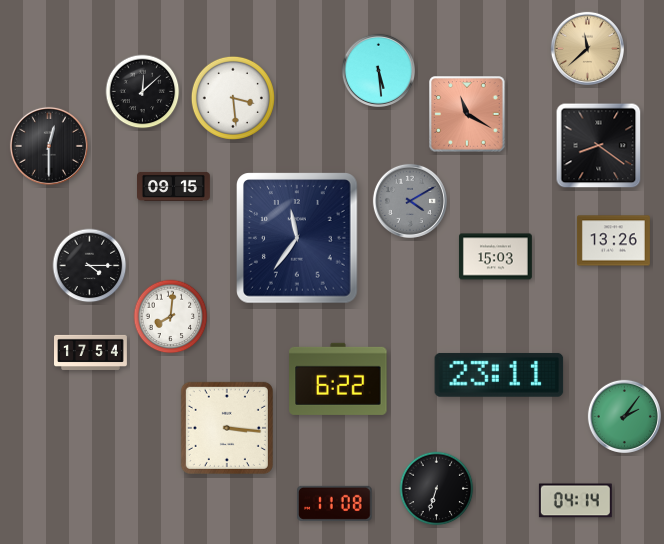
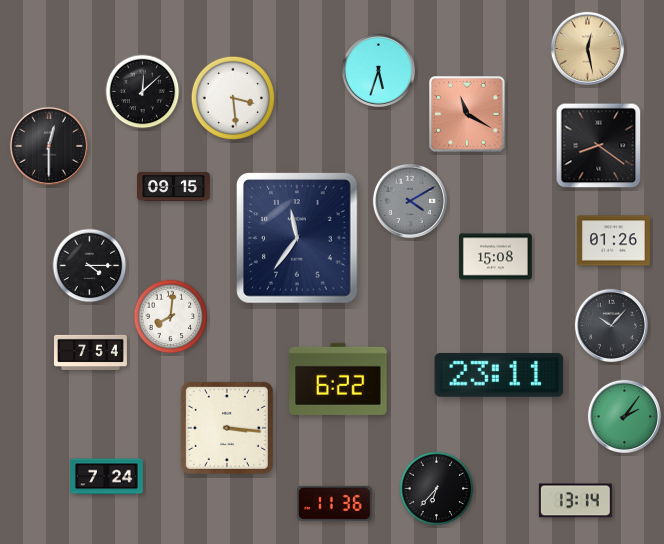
clock at (587, 48): 11:38 -> 12:28
clock at (378, 70): 5:29 -> 5:33
clock at (613, 241): 13:26 -> 01:26
clock at (495, 257): 15:03 -> 15:08
clock at (611, 325): none -> 10:07
clock at (91, 352): 17:54 -> 7:54
clock at (106, 477): none -> 7:24
clock at (437, 489): 6:33 -> 6:37
clock at (575, 501): 04:14 -> 13:14
clock at (335, 503): 11:08 -> 11:36
